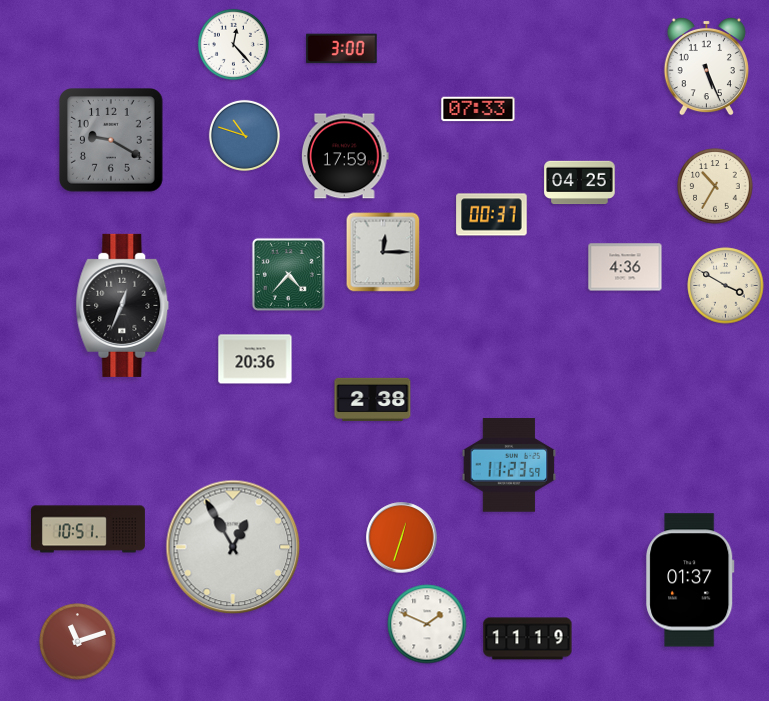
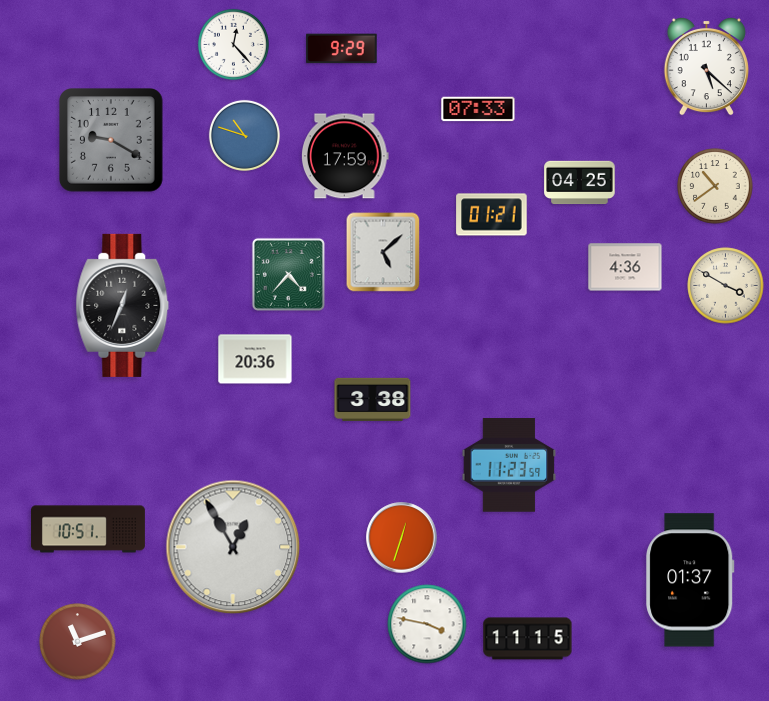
clock at (342, 49): 3:00 -> 9:29
clock at (706, 66): 5:26 -> 5:22
clock at (715, 186): 10:35 -> 10:39
clock at (492, 215): 00:37 -> 01:21
clock at (383, 252): 12:15 -> 5:08
clock at (373, 399): 2:38 -> 3:38
clock at (427, 624): 1:49 -> 3:47
clock at (528, 639): 11:19 -> 11:15
